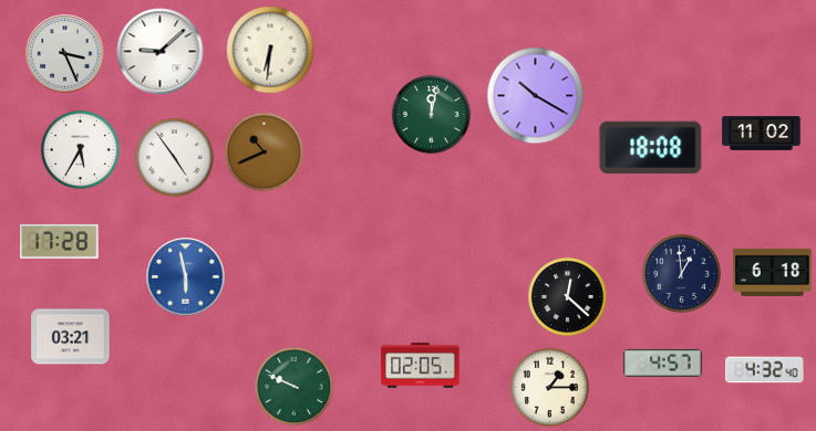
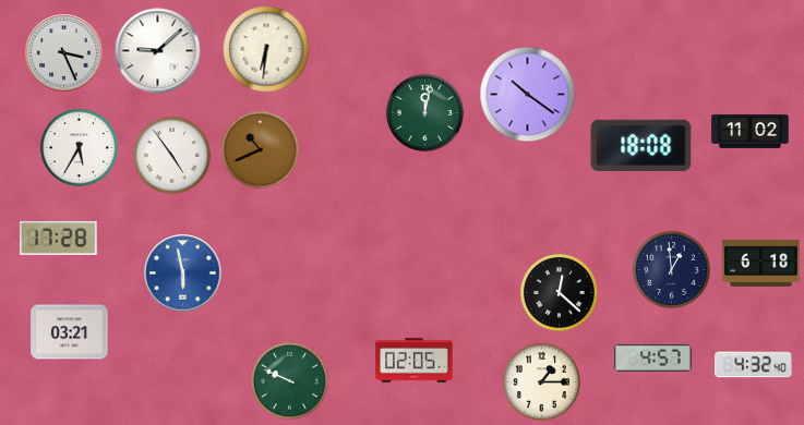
clock at (536, 96): 10:20 -> 10:21
clock at (773, 272) position: (773, 272) -> (761, 263)
